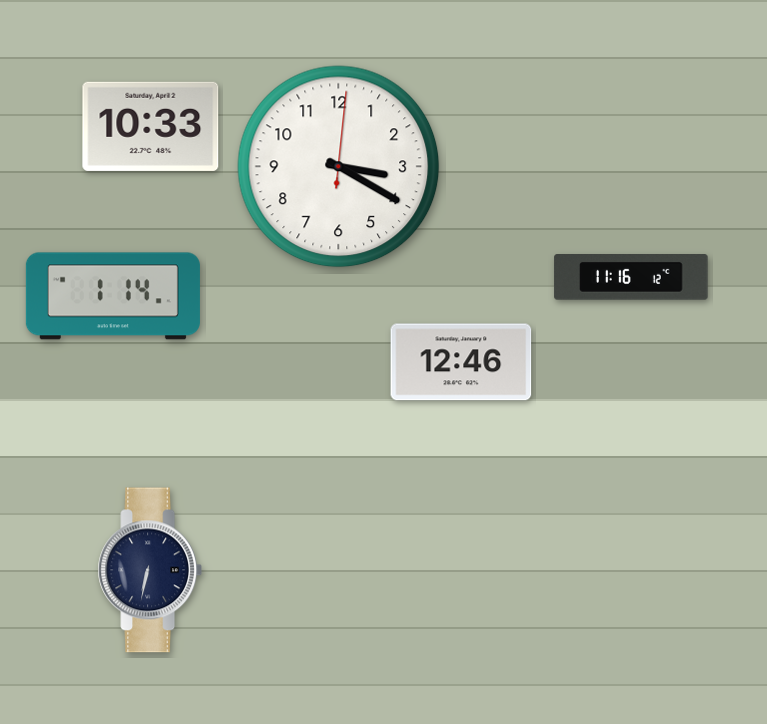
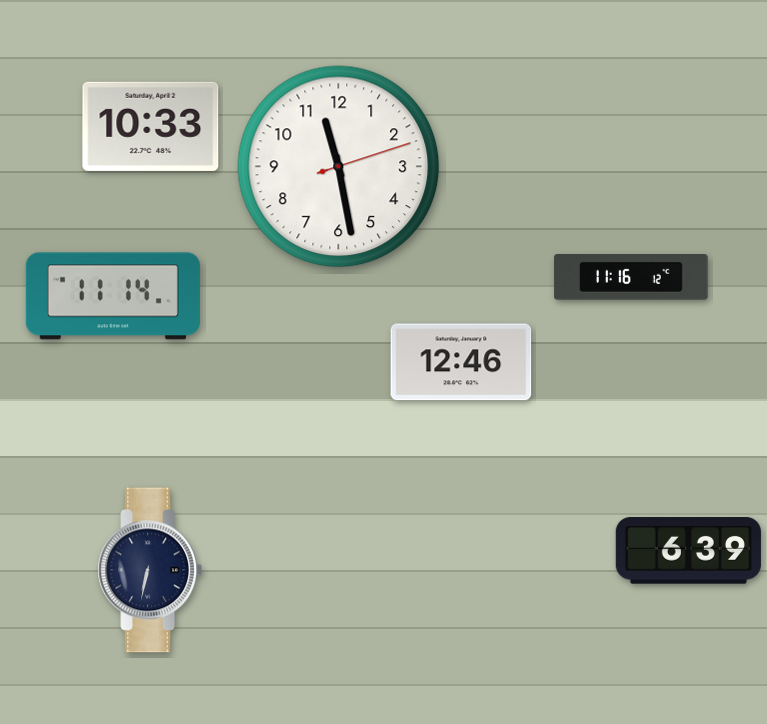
clock at (339, 167): 3:20 -> 11:28
clock at (113, 296): 1:14 -> 11:14
clock at (688, 551): none -> 6:39
